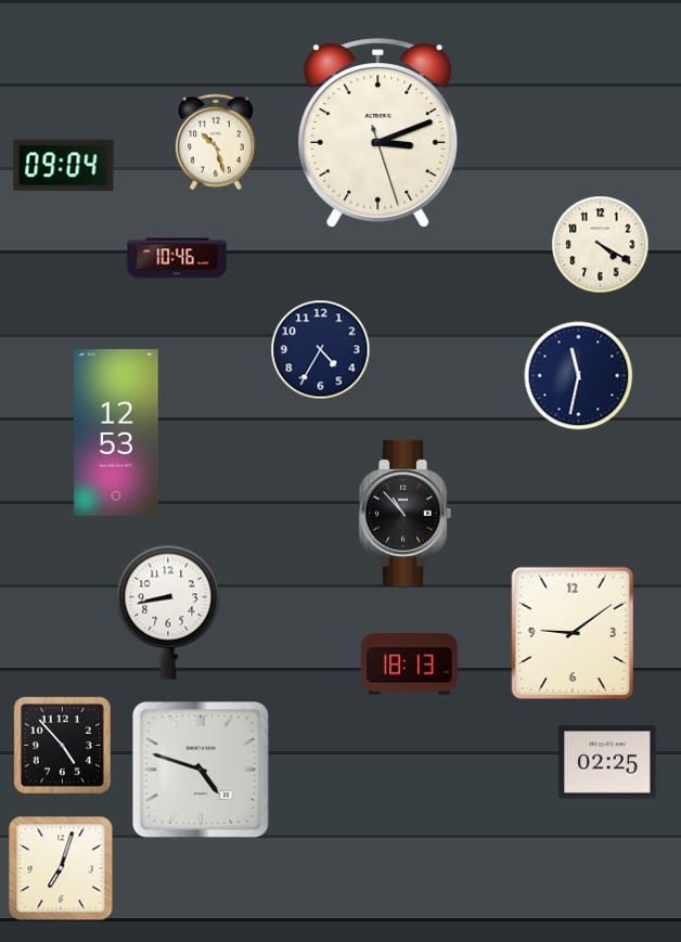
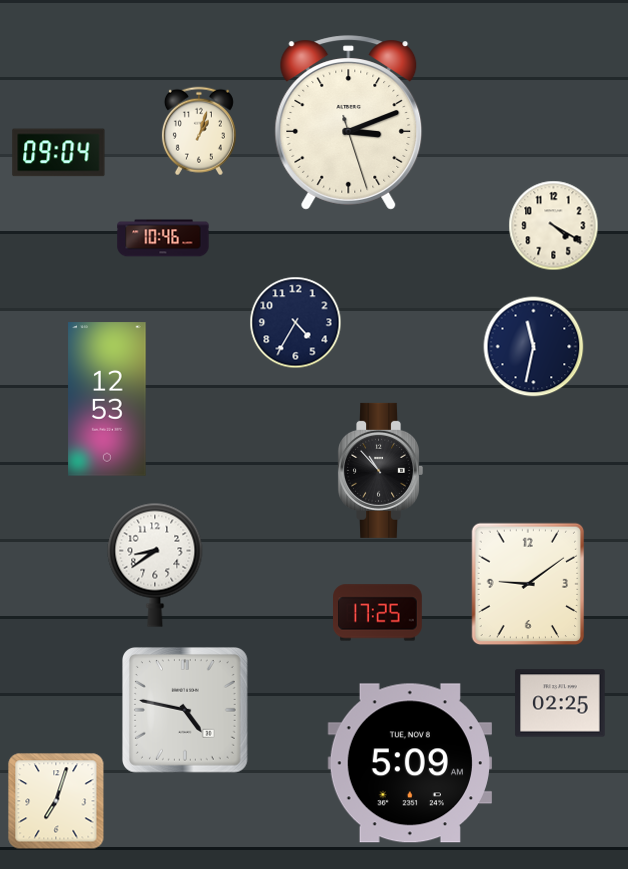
clock at (216, 142): 10:27 -> 1:03
clock at (404, 513) position: (404, 513) -> (380, 470)
clock at (168, 612): 8:43 -> 8:39
clock at (410, 664): 18:13 -> 17:25
clock at (62, 745): 4:53 -> none
clock at (202, 771): 4:48 -> 4:47
clock at (410, 763): none -> 5:09
